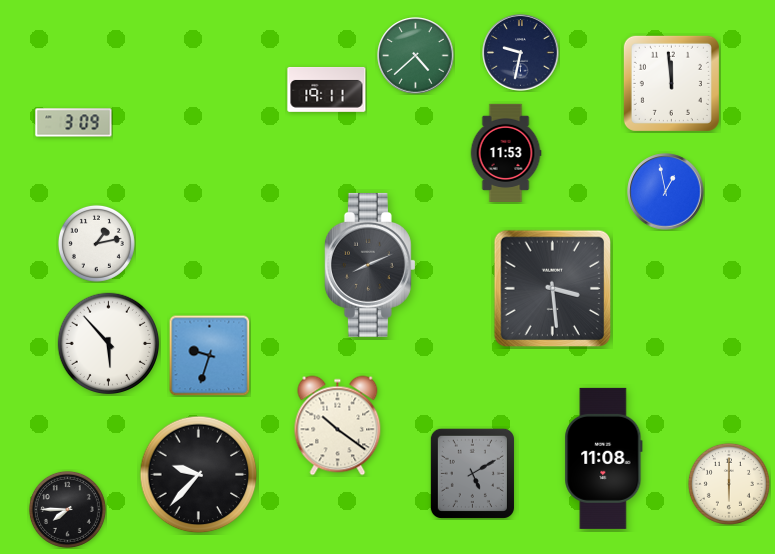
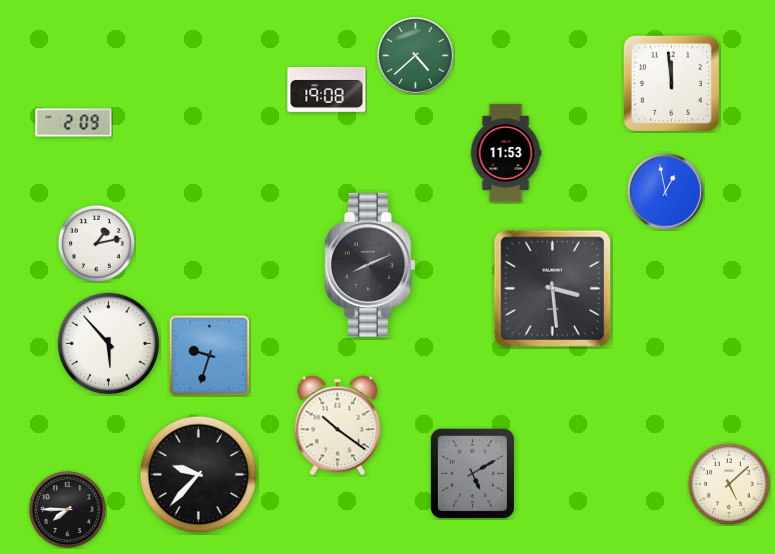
clock at (521, 53): 9:32 -> none
clock at (327, 89): 19:11 -> 19:08
clock at (74, 123): 3:09 -> 2:09
clock at (604, 458): 11:08 -> none
clock at (729, 484): 6:00 -> 5:08
